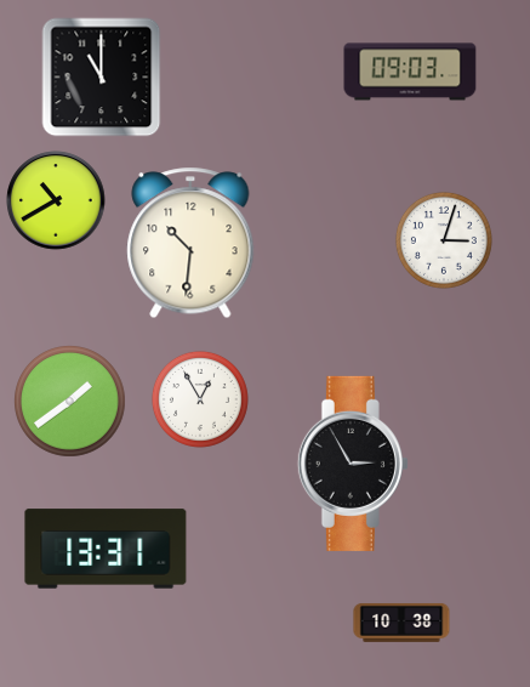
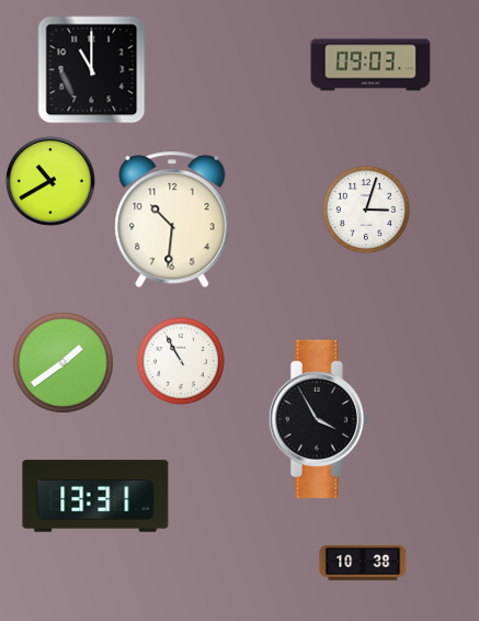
clock at (444, 240) position: (444, 240) -> (366, 210)
clock at (200, 399): 12:55 -> 10:55
clock at (353, 464): 2:55 -> 3:55
